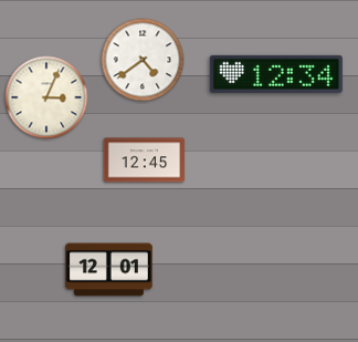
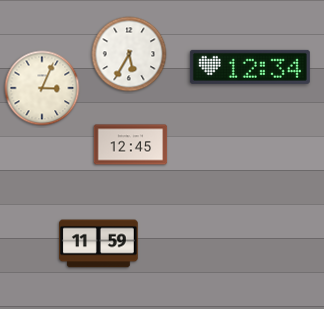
clock at (143, 60): 4:39 -> 5:35
clock at (109, 270): 12:01 -> 11:59
